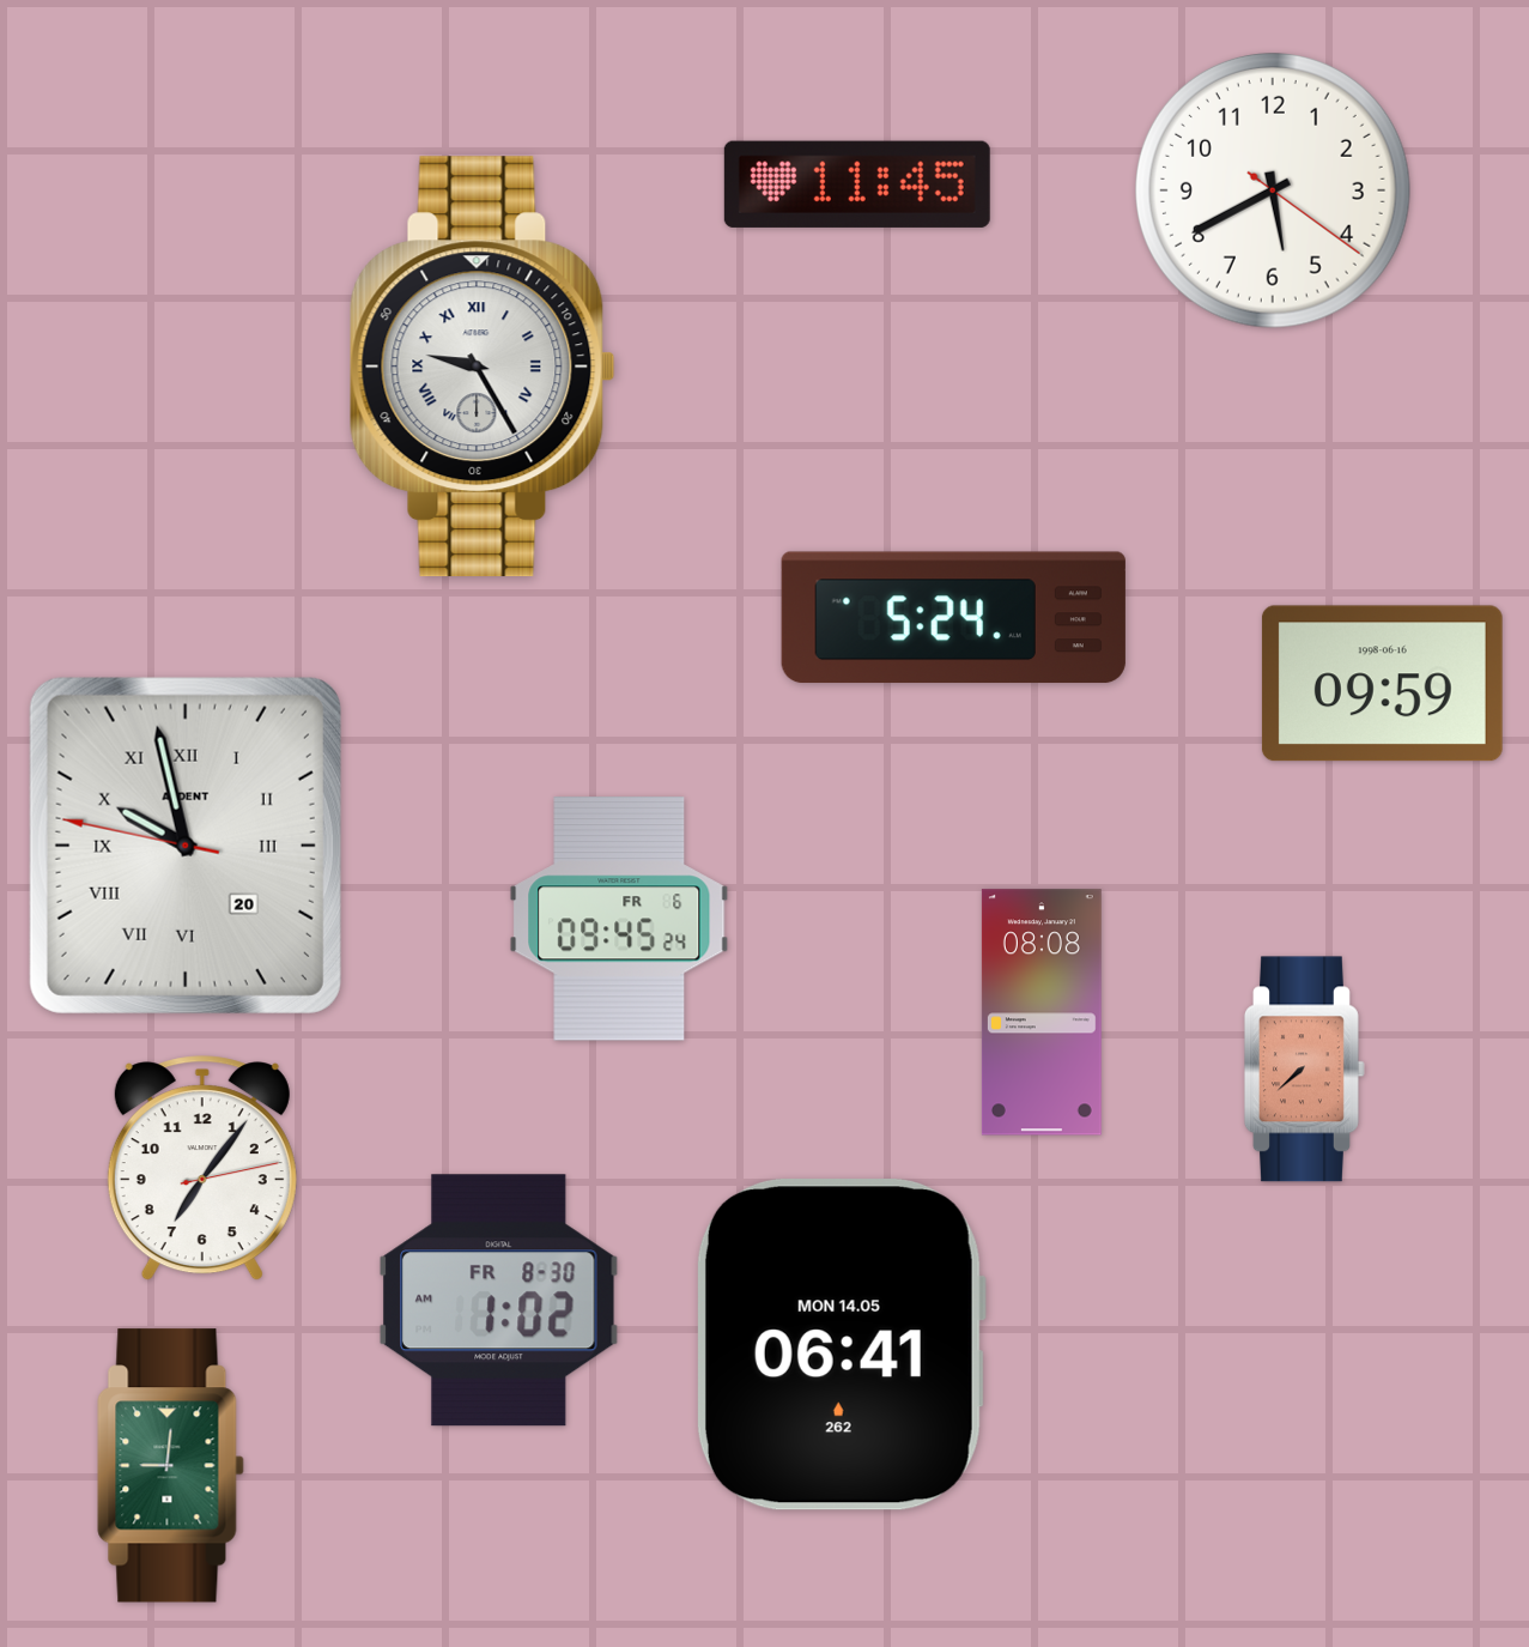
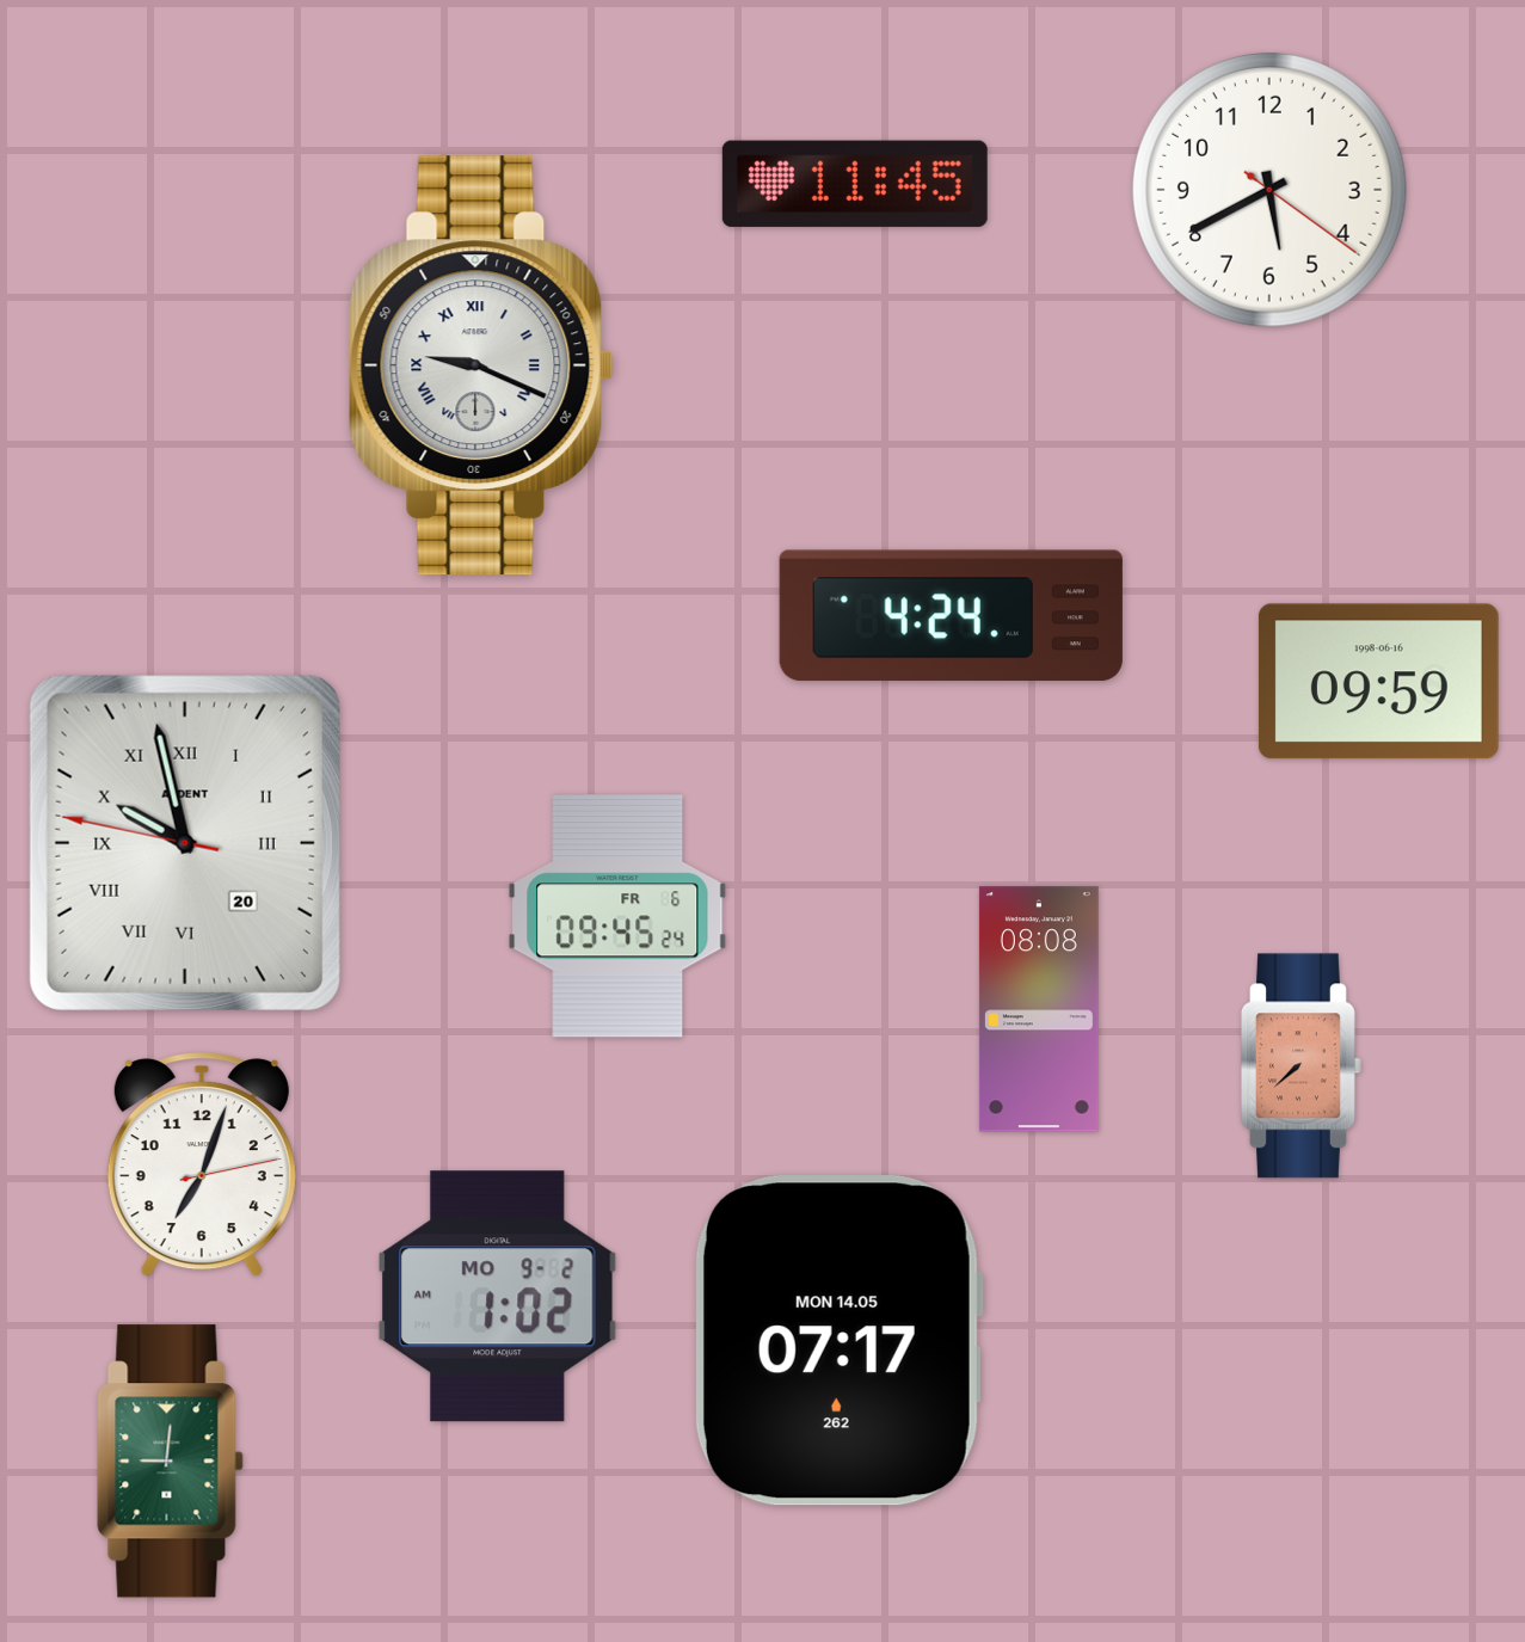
clock at (483, 367): 9:25 -> 9:19
clock at (953, 618): 5:24 -> 4:24
clock at (202, 1169): 7:06 -> 7:03
clock at (499, 1301) date: FR 8-30 -> MO 9-2
clock at (841, 1345): 06:41 -> 07:17
